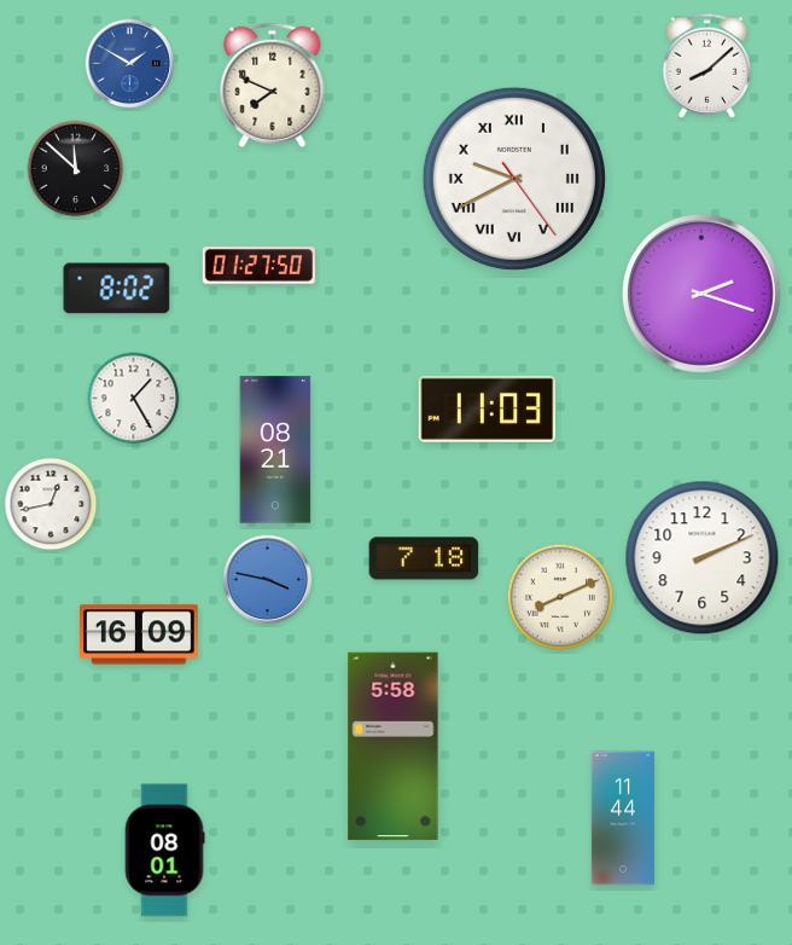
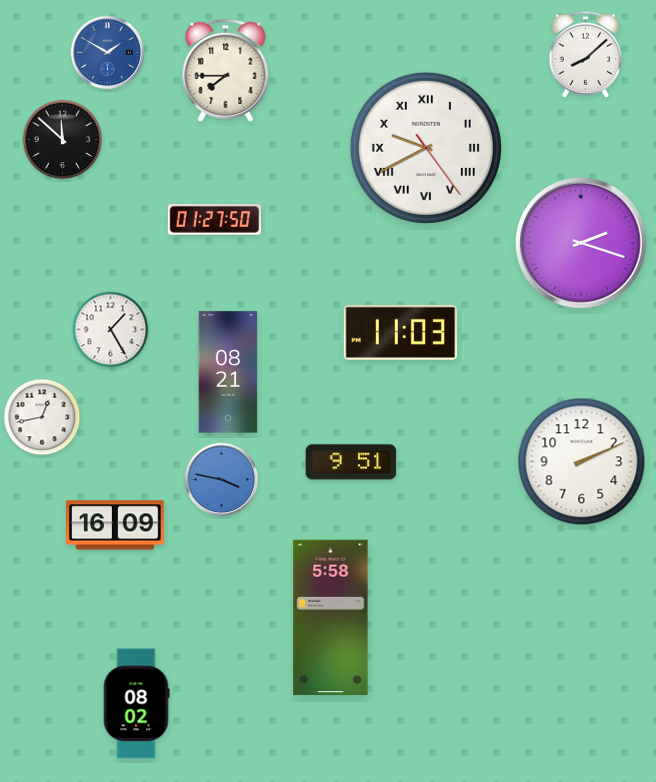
clock at (273, 85): 7:49 -> 7:45
clock at (117, 289): 8:02 -> none
clock at (488, 408) position: (488, 408) -> (401, 332)
clock at (424, 558): 7:18 -> 9:51
clock at (559, 596): 8:11 -> none
clock at (394, 747) position: (394, 747) -> (331, 618)
clock at (623, 818): 11:44 -> none
clock at (164, 851): 08:01 -> 08:02
